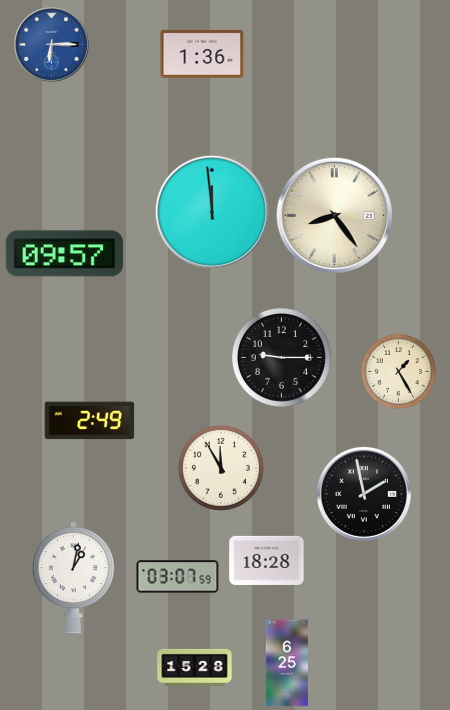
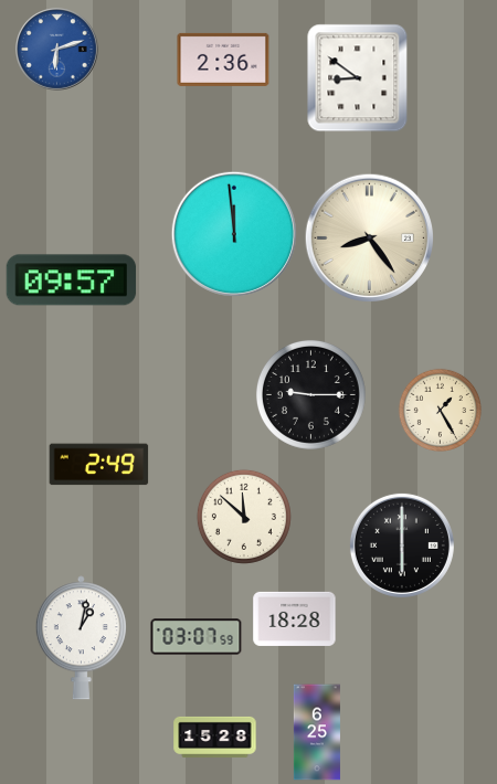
clock at (52, 45): 6:15 -> 6:12
clock at (202, 54): 1:36 -> 2:36
clock at (358, 78): none -> 8:51
clock at (221, 468): 11:55 -> 11:52
clock at (364, 494): 1:58 -> 6:00
